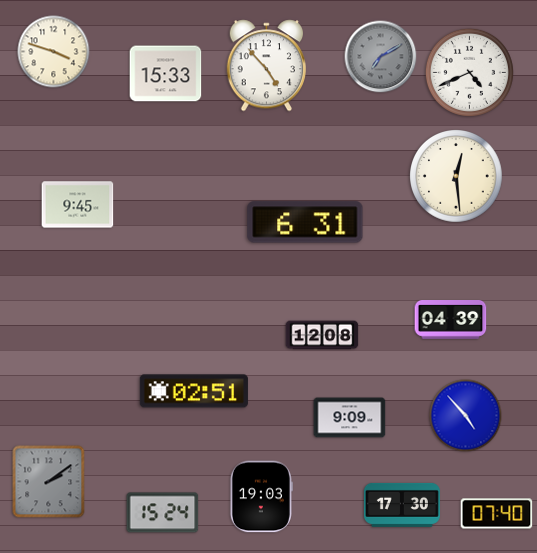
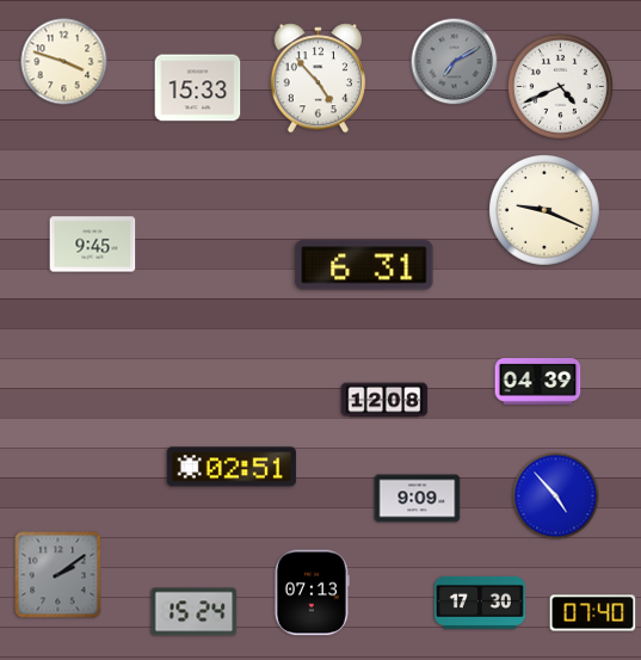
clock at (381, 57) position: (381, 57) -> (455, 62)
clock at (457, 177): 12:29 -> 9:19
clock at (261, 497): 19:03 -> 07:13
